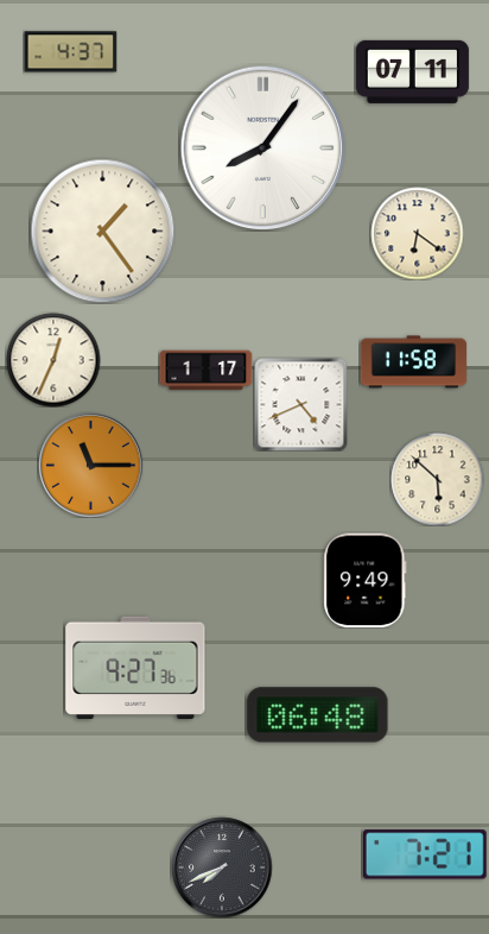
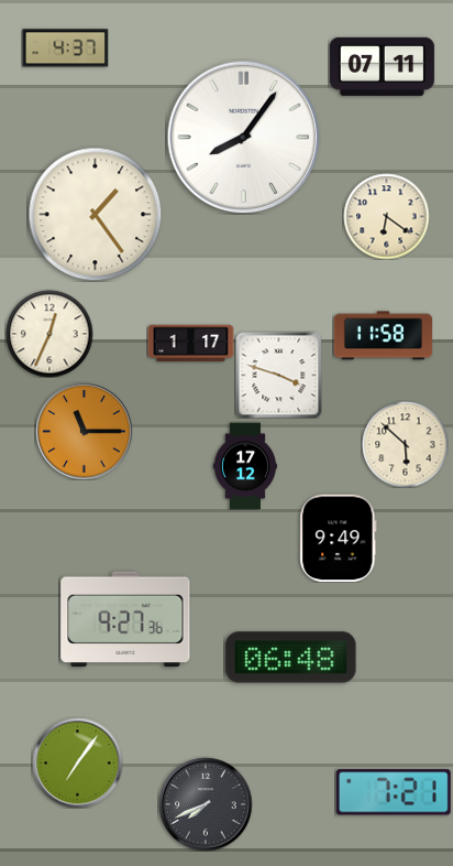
clock at (300, 404): 4:41 -> 3:48
clock at (245, 466): none -> 17:12
clock at (318, 715) position: (318, 715) -> (291, 658)
clock at (77, 762): none -> 7:06
